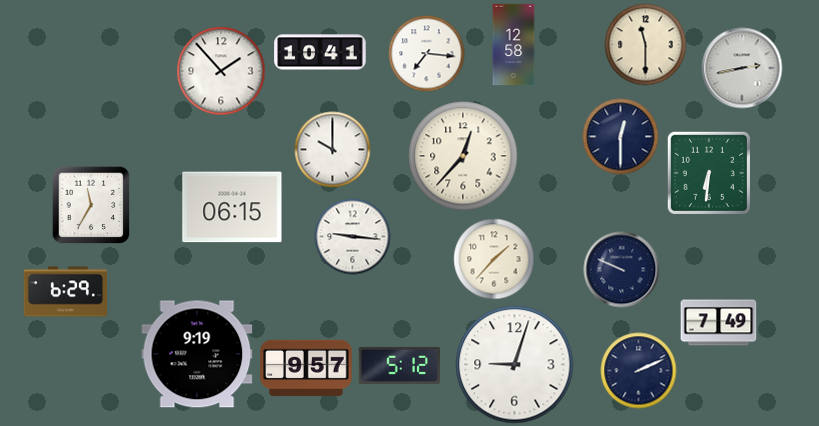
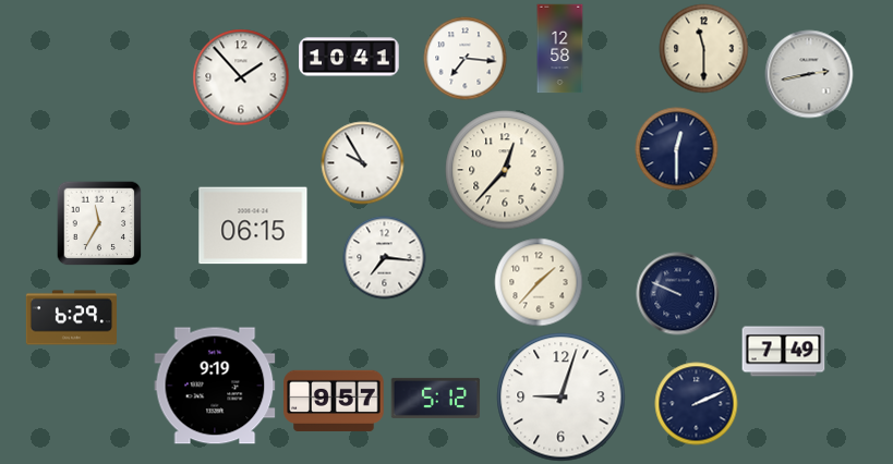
clock at (333, 150): 10:00 -> 9:55
clock at (709, 173): 6:31 -> none
clock at (353, 237): 9:16 -> 7:16
